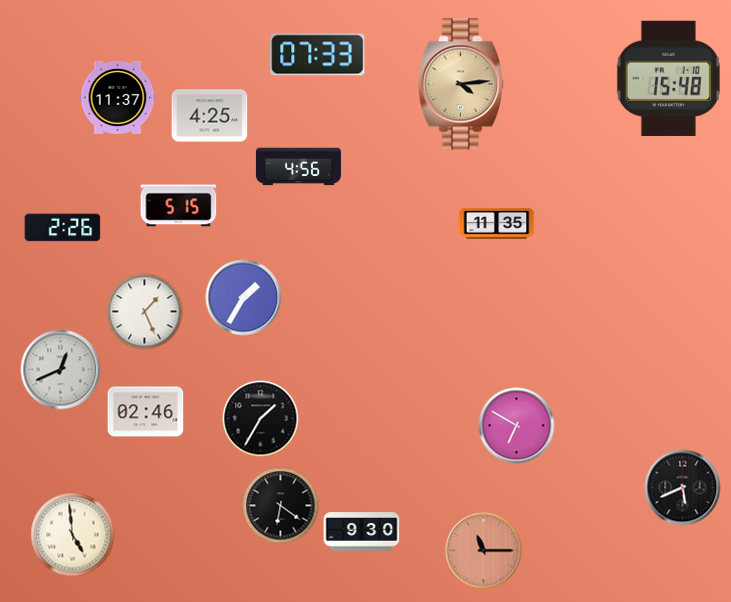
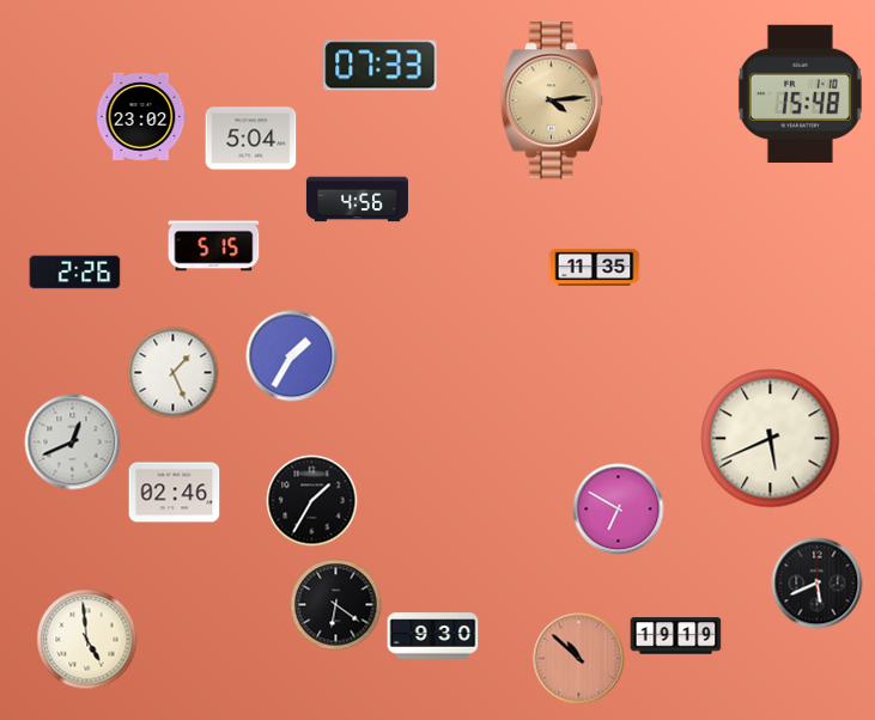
clock at (118, 97): 11:37 -> 23:02
clock at (210, 116): 4:25 -> 5:04
clock at (771, 439): none -> 5:41
clock at (676, 636): none -> 19:19
clock at (484, 551): 11:15 -> 10:52
